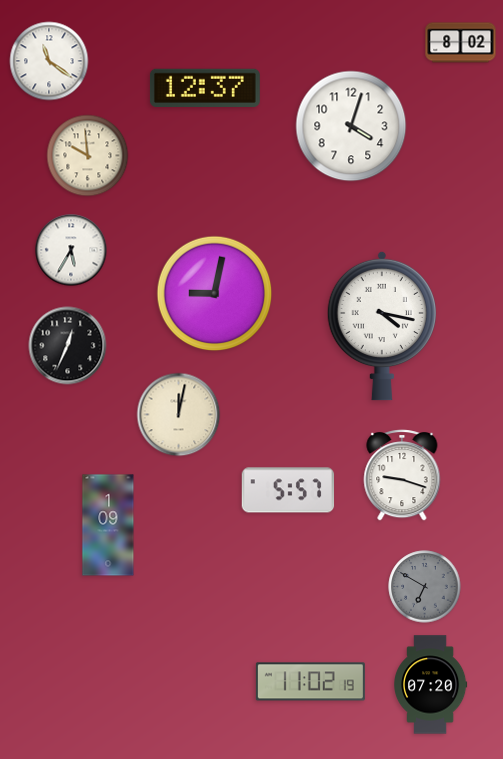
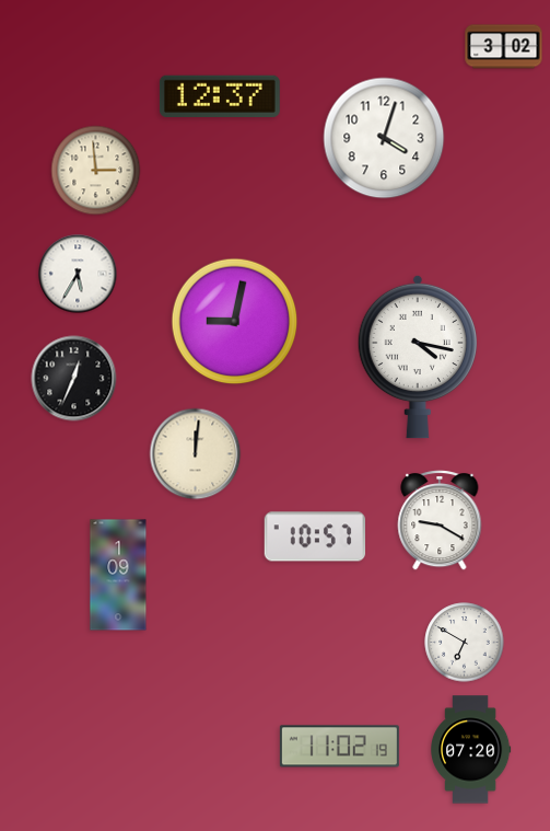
clock at (461, 43): 8:02 -> 3:02
clock at (49, 61): 11:21 -> none
clock at (205, 88) position: (205, 88) -> (220, 96)
clock at (88, 156): 9:59 -> 2:59
clock at (179, 415): 12:02 -> 12:01
clock at (402, 475): 9:18 -> 9:20
clock at (288, 490): 5:57 -> 10:57
clock at (425, 587) dial: grey -> white
